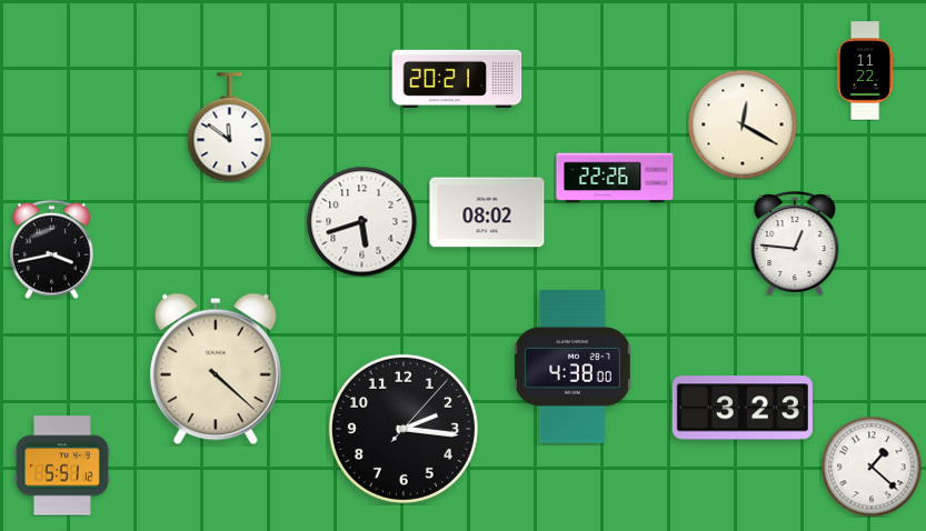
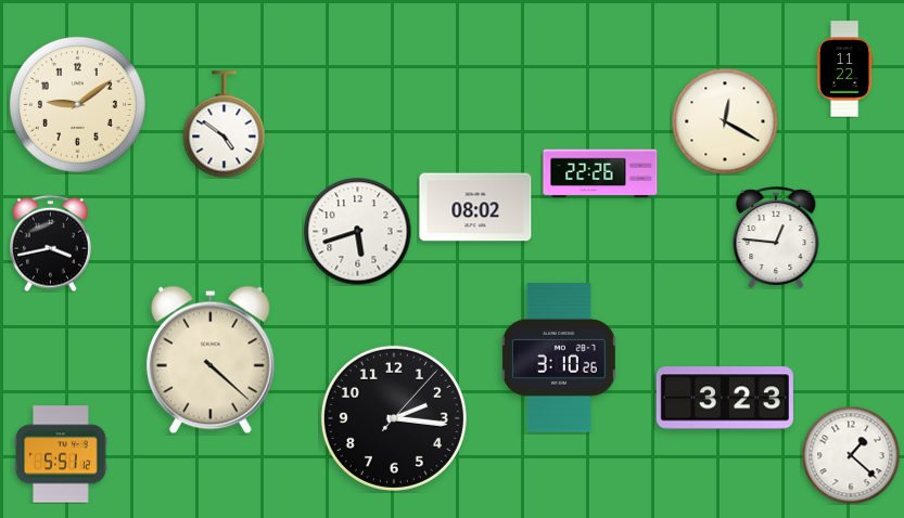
clock at (457, 78): 20:21 -> none
clock at (77, 104): none -> 9:09
clock at (230, 128): 11:51 -> 4:51
clock at (362, 222) position: (362, 222) -> (358, 232)
clock at (572, 367): 4:38 -> 3:10
